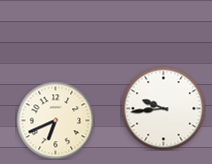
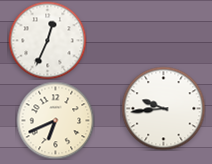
clock at (47, 40): none -> 12:34
